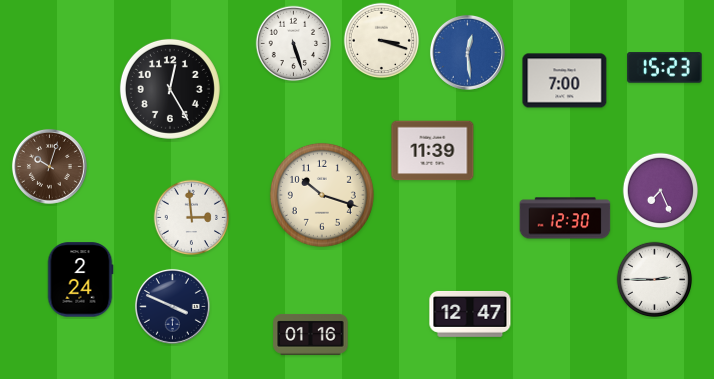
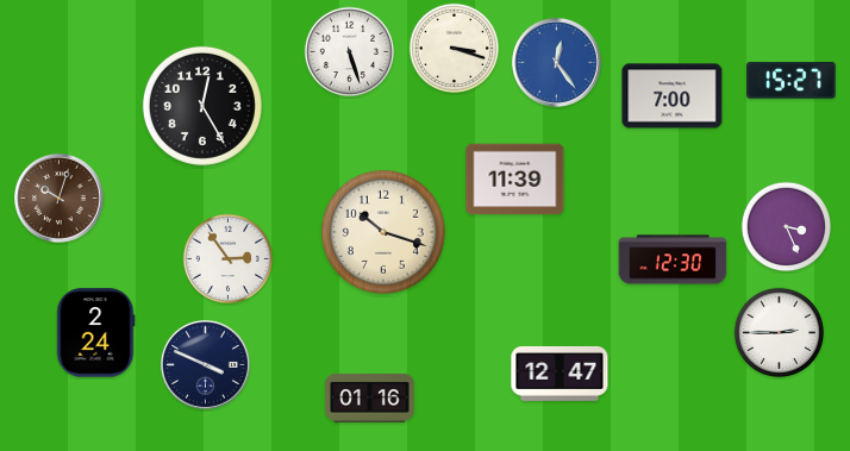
clock at (467, 52): 12:29 -> 12:24
clock at (665, 68): 15:23 -> 15:27
clock at (661, 191): 7:26 -> 3:26
clock at (192, 218): 2:59 -> 2:54
